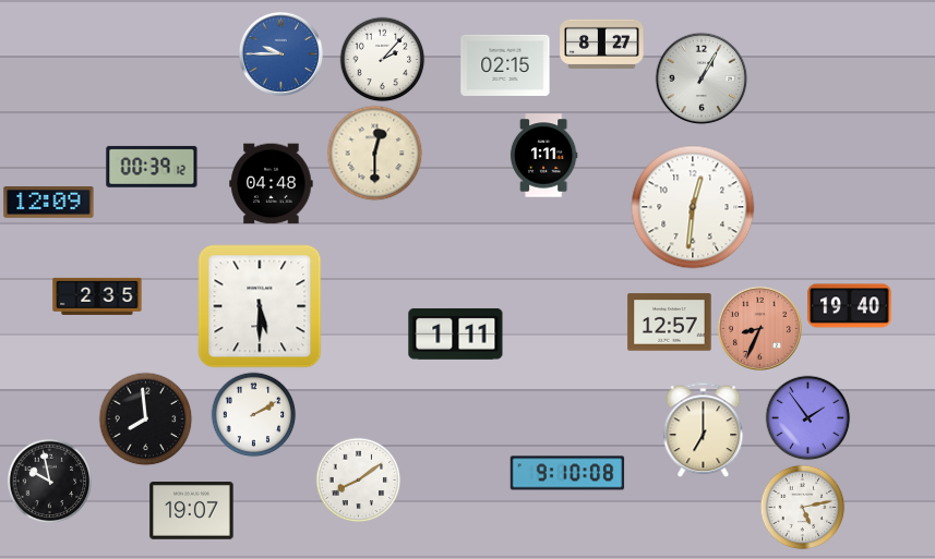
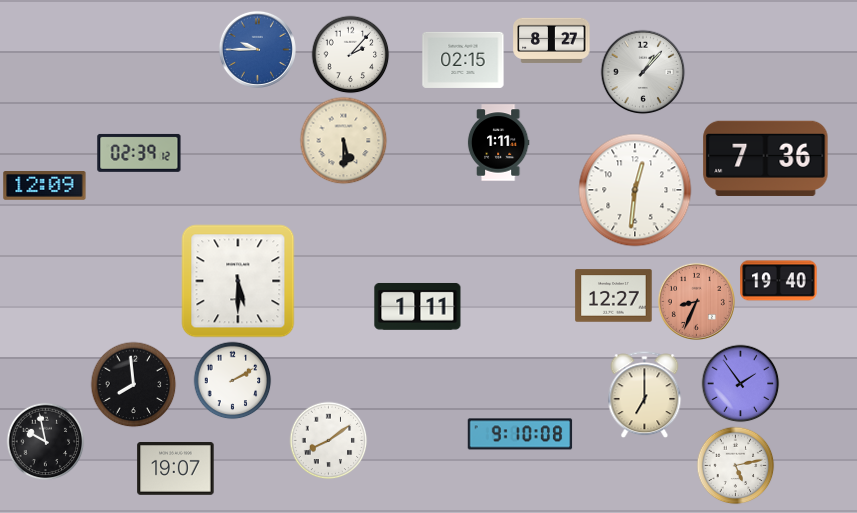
clock at (702, 78): 1:05 -> 1:07
clock at (374, 153): 12:30 -> 5:30
clock at (152, 167): 00:39 -> 02:39
clock at (766, 158): none -> 7:36
clock at (272, 184): 04:48 -> none
clock at (97, 296): 2:35 -> none
clock at (670, 323): 12:57 -> 12:27
